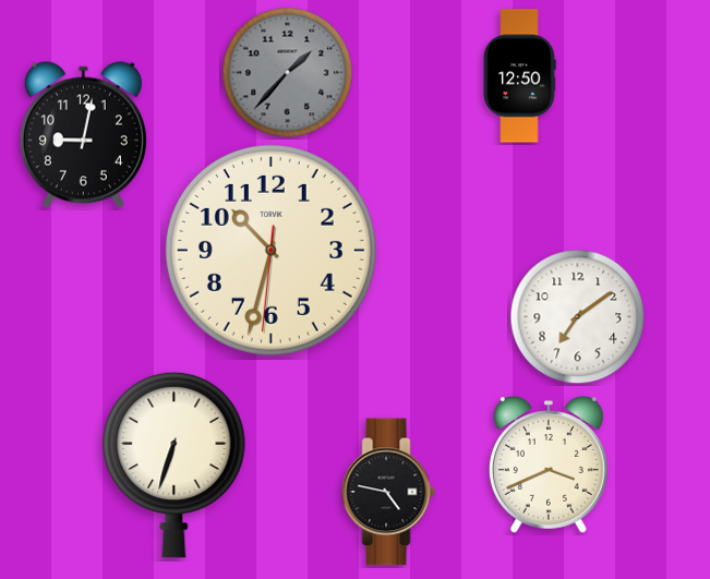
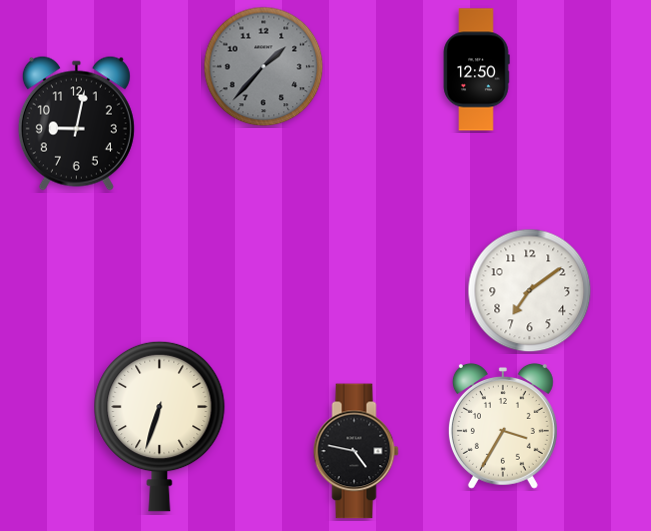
clock at (270, 250): 10:32 -> none
clock at (549, 466): 3:41 -> 3:35
